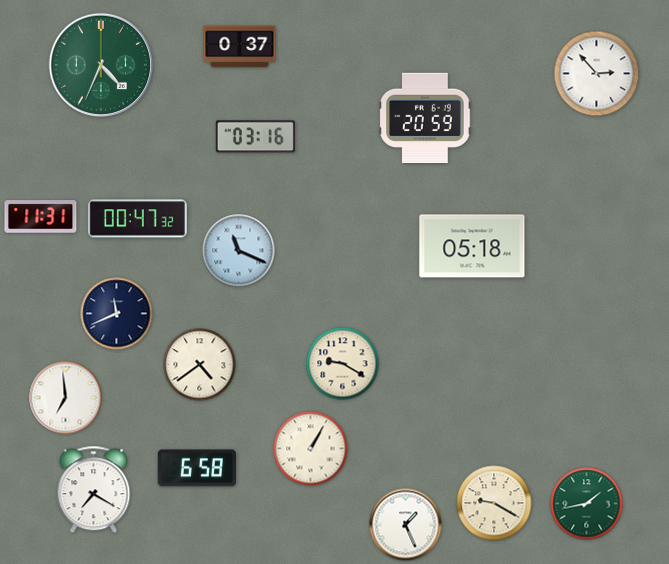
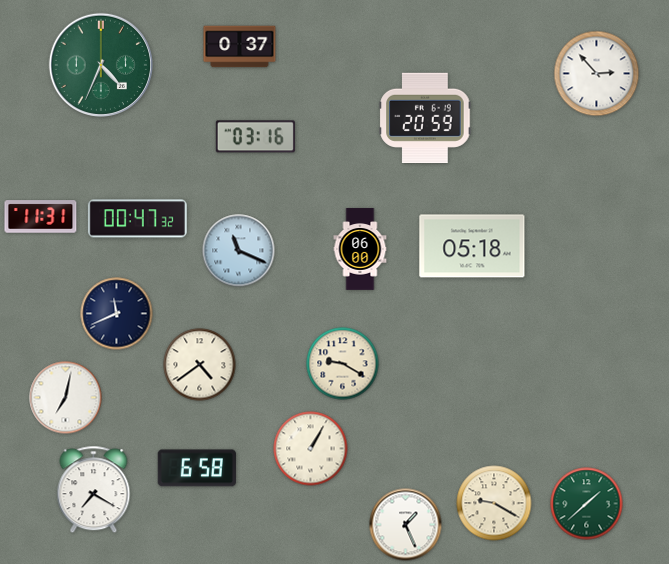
clock at (360, 249): none -> 06:00
clock at (66, 398): 6:59 -> 7:02
clock at (587, 504): 1:43 -> 1:38
